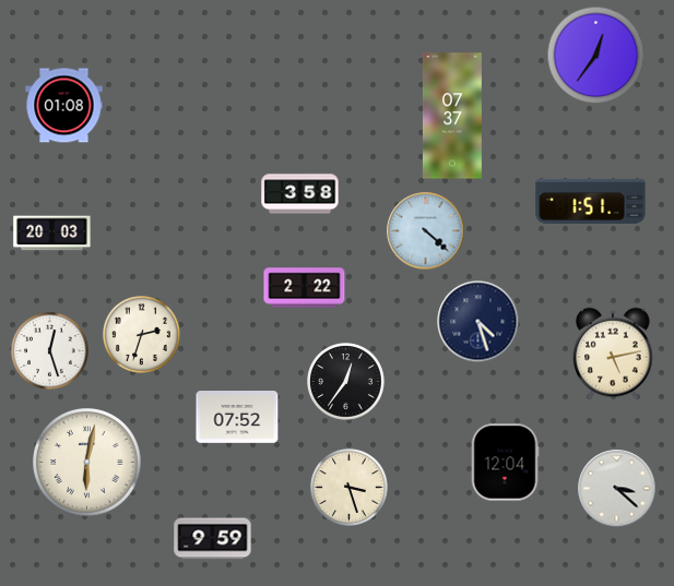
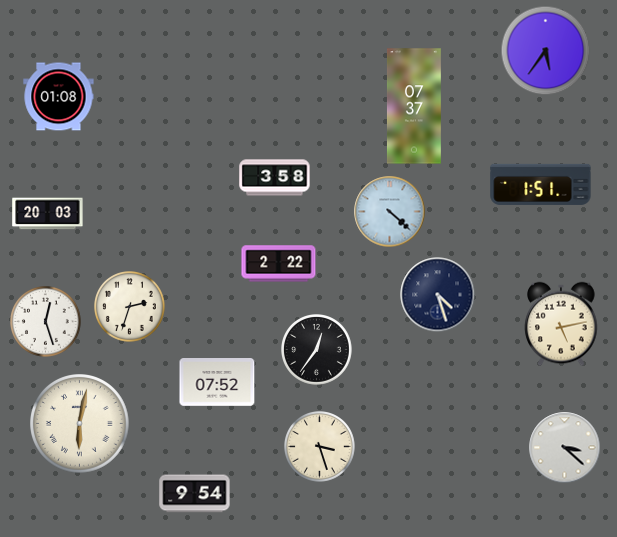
clock at (596, 56): 12:36 -> 5:36
clock at (505, 463): 12:04 -> none
clock at (213, 539): 9:59 -> 9:54
